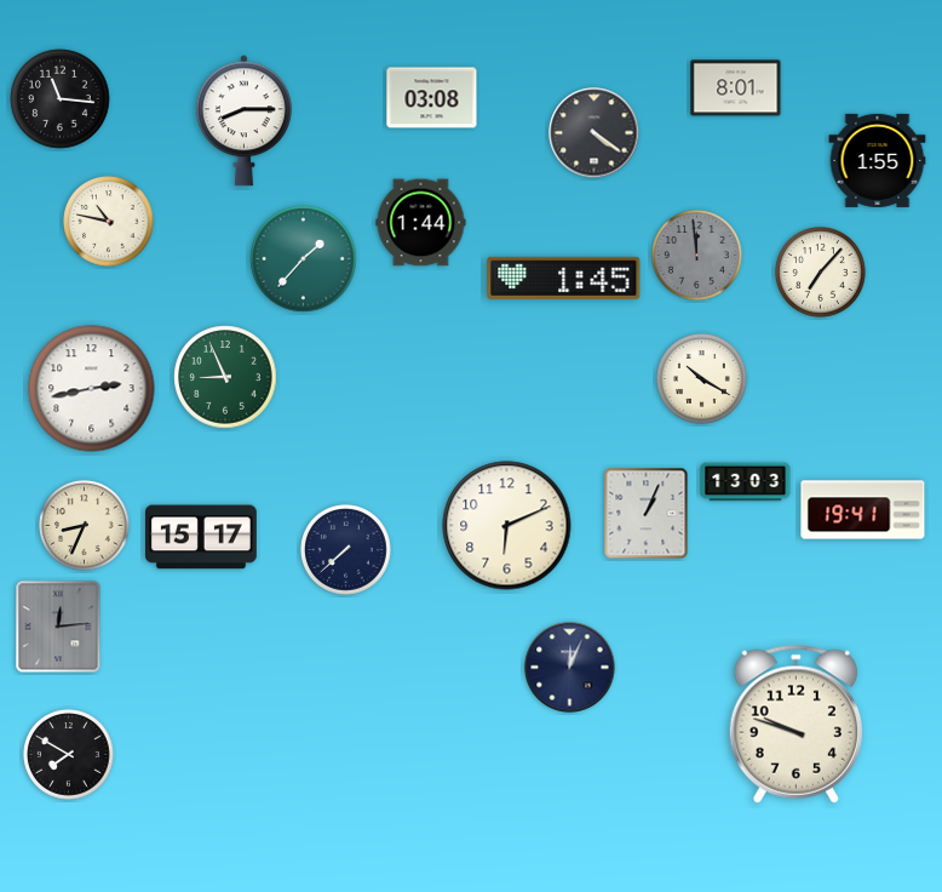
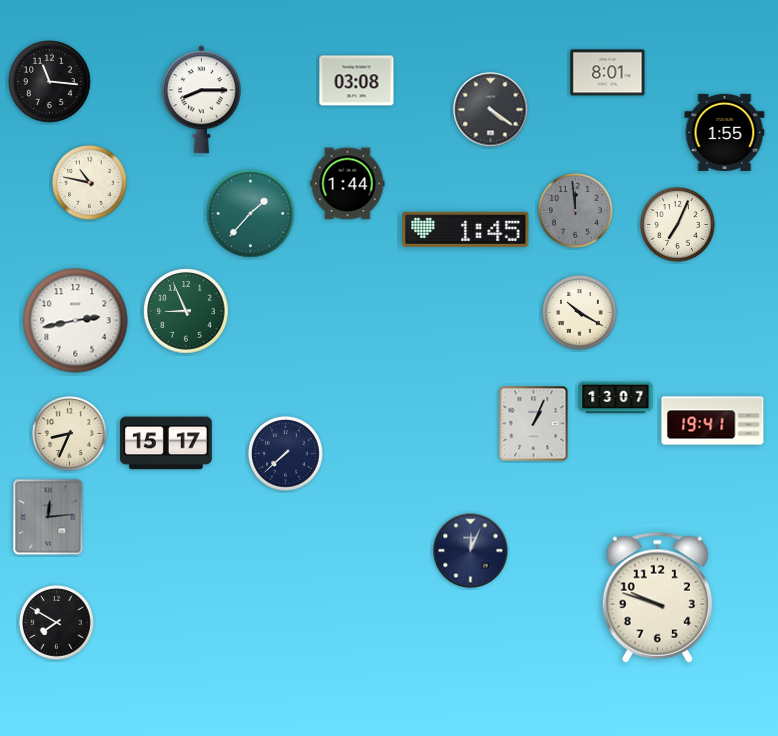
clock at (821, 273): 7:07 -> 7:04
clock at (746, 482): 13:03 -> 13:07
clock at (507, 526): 6:11 -> none
